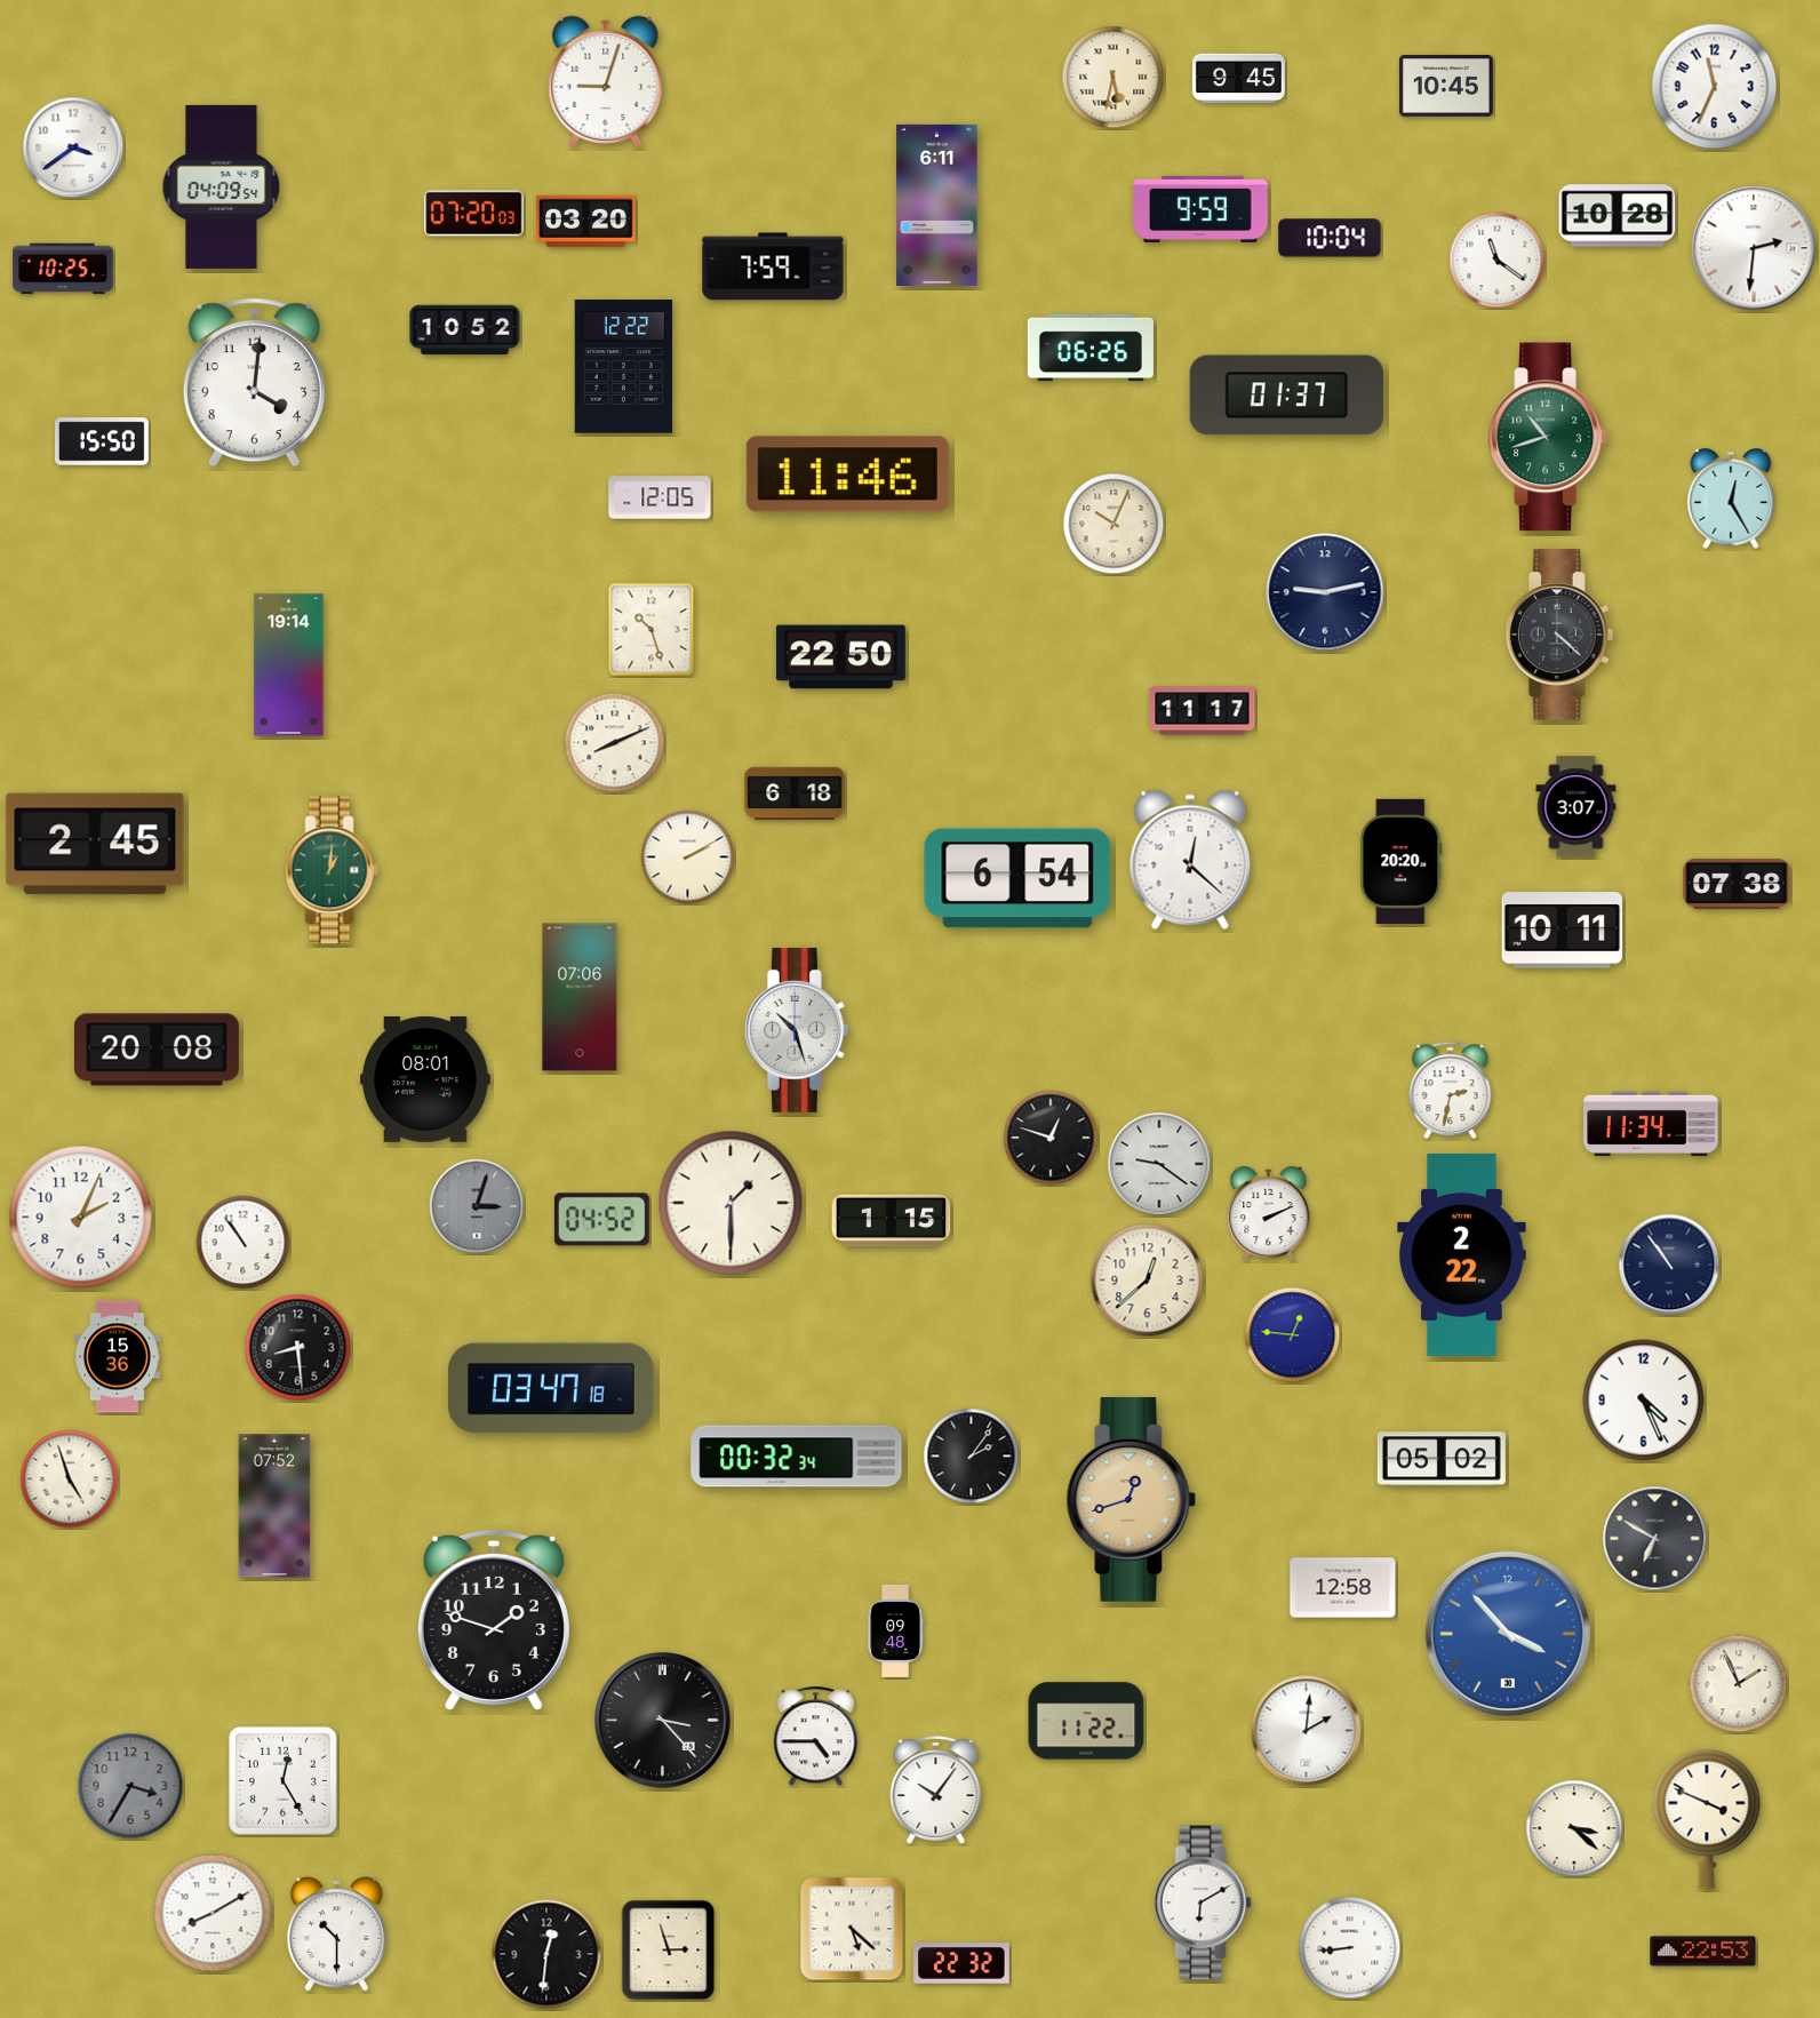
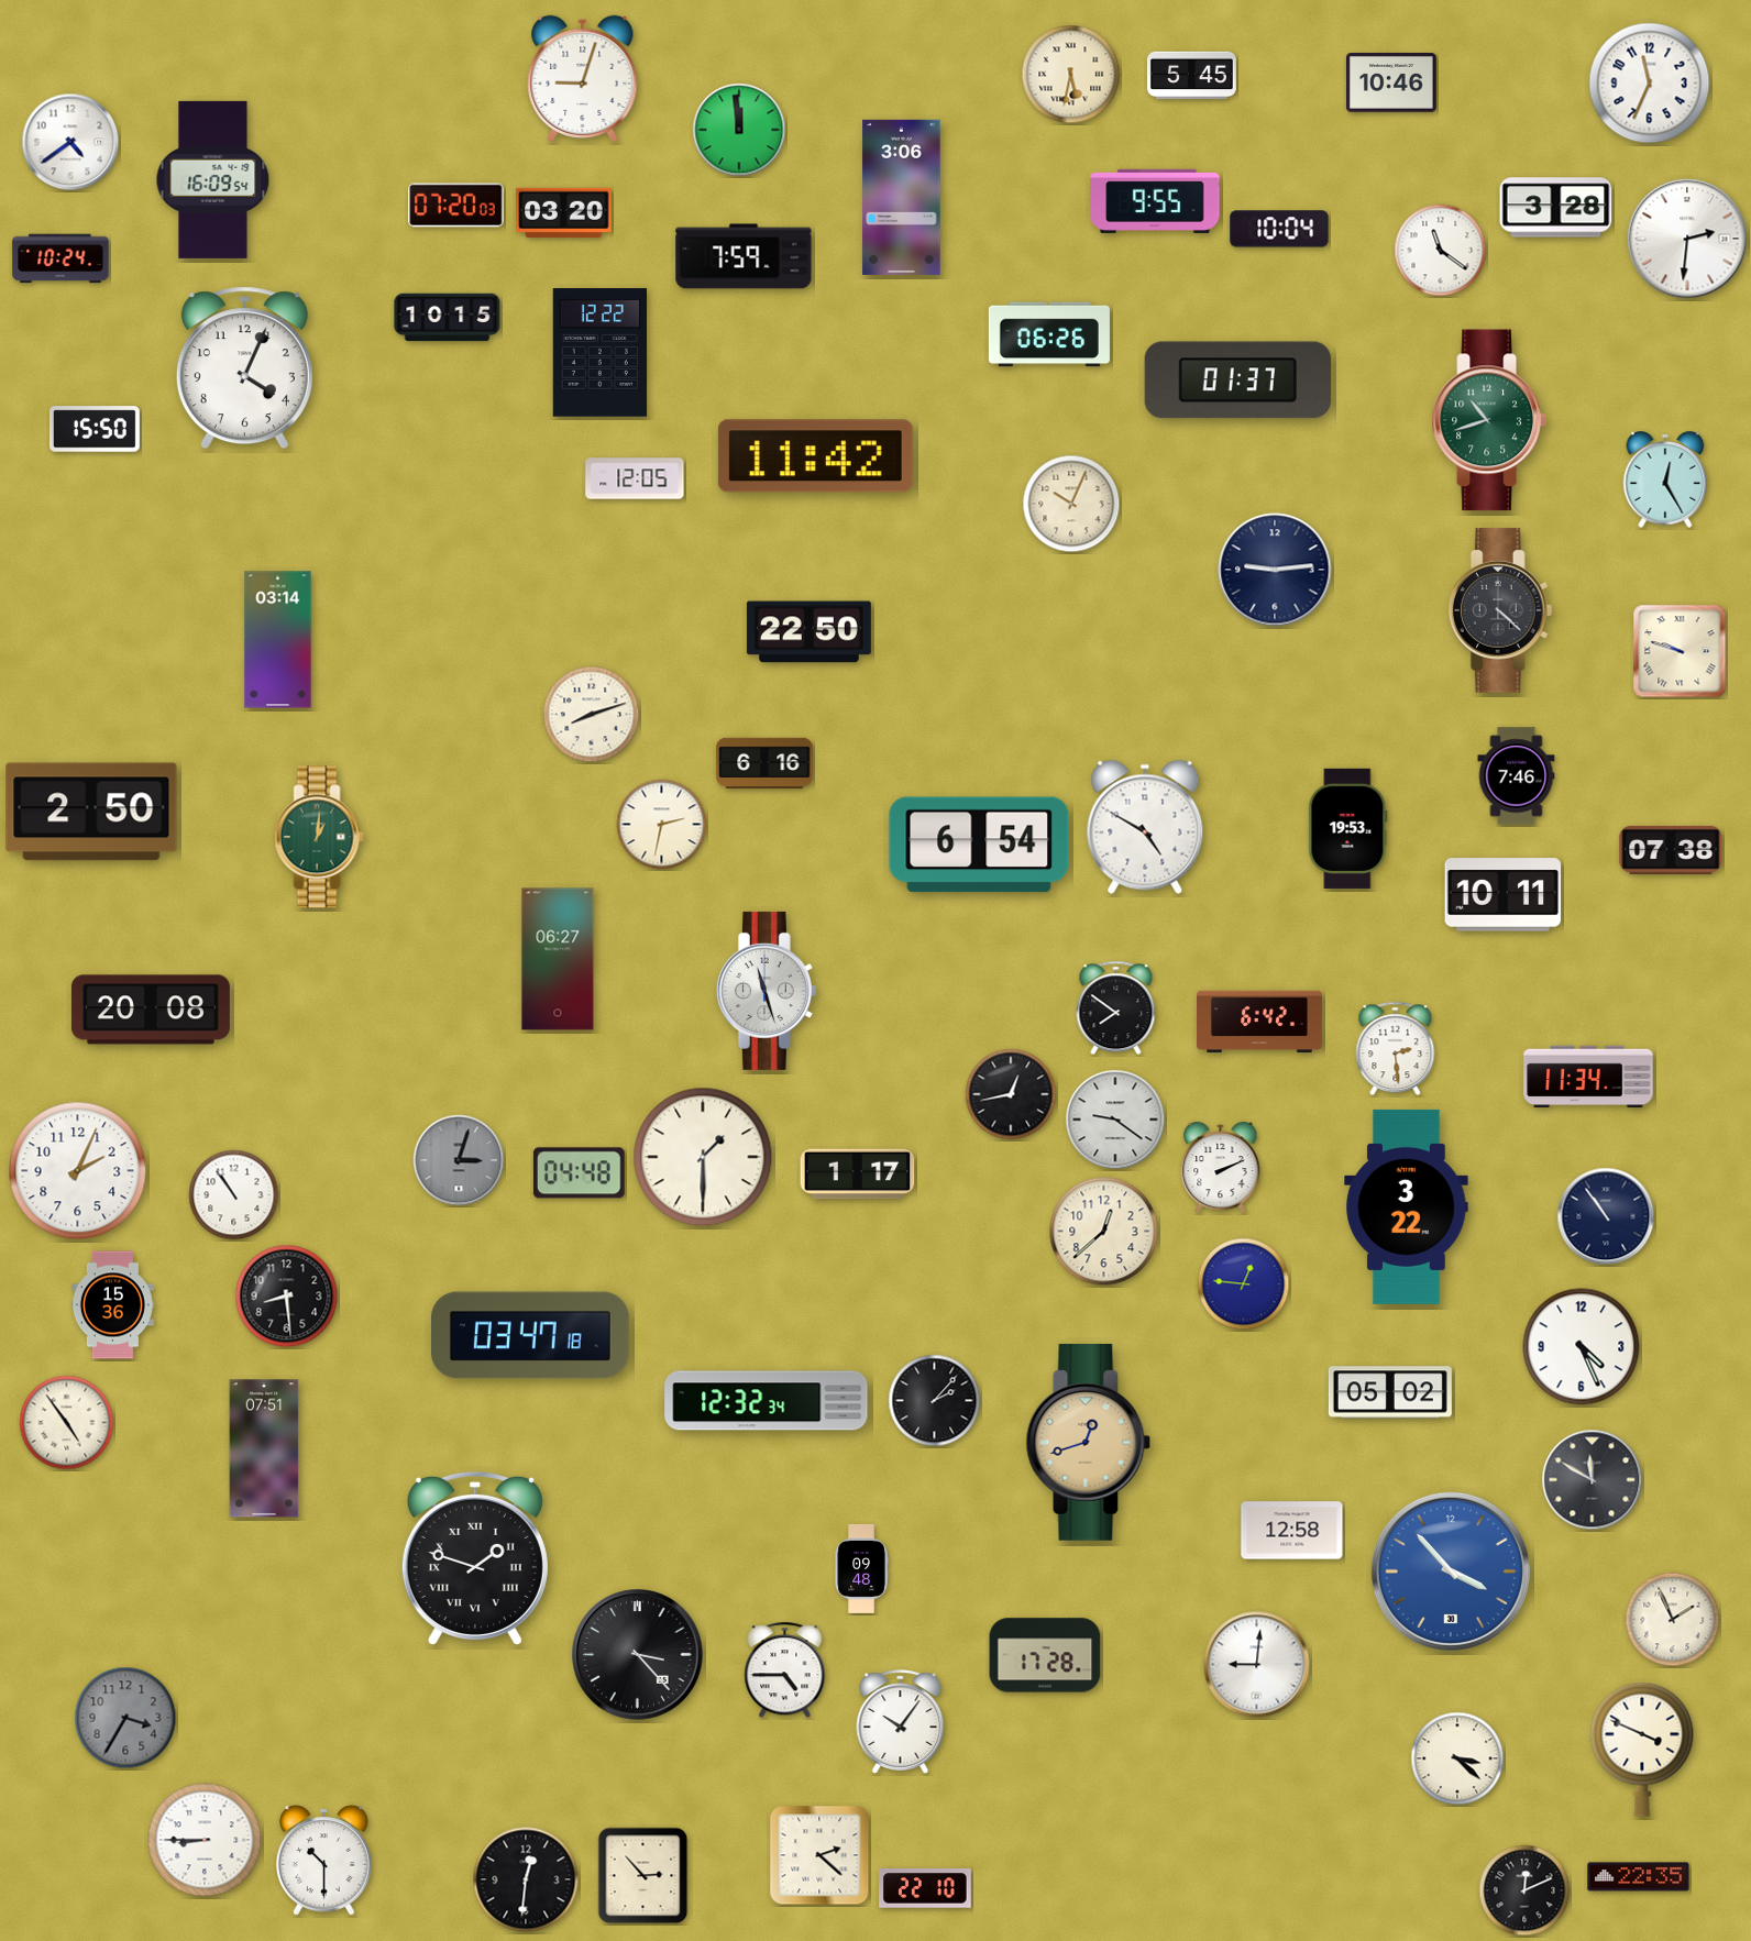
clock at (1238, 79): 9:45 -> 5:45
clock at (1446, 87): 10:45 -> 10:46
clock at (739, 130): none -> 11:59
clock at (73, 147): 3:39 -> 4:39
clock at (222, 186): 04:09 -> 16:09
clock at (937, 205): 6:11 -> 3:06
clock at (1200, 209): 9:59 -> 9:55
clock at (1618, 216): 10:28 -> 3:28
clock at (63, 269): 10:25 -> 10:24
clock at (465, 330): 10:52 -> 10:15
clock at (254, 383): 4:01 -> 4:04
clock at (102, 441) position: (102, 441) -> (95, 429)
clock at (847, 474): 11:46 -> 11:42
clock at (1325, 592): 9:13 -> 9:14
clock at (652, 630): 10:27 -> none
clock at (289, 665): 19:14 -> 03:14
clock at (1680, 651): none -> 9:48
clock at (1203, 711): 11:17 -> none
clock at (615, 743): 8:11 -> 8:12
clock at (795, 793): 6:18 -> 6:16
clock at (1576, 807): 3:07 -> 7:46
clock at (95, 844): 2:45 -> 2:50
clock at (688, 858): 2:10 -> 2:32
clock at (1190, 860): 12:22 -> 4:50
clock at (1402, 861): 20:20 -> 19:53
clock at (580, 997): 07:06 -> 06:27
clock at (797, 1030): 10:27 -> 11:27
clock at (1116, 1008): none -> 7:51
clock at (1260, 1022): none -> 6:42
clock at (425, 1079): 08:01 -> none
clock at (1451, 1091): 2:32 -> 2:29
clock at (1651, 1124) position: (1651, 1124) -> (1588, 1077)
clock at (1051, 1138): 12:48 -> 12:43
clock at (601, 1220): 04:52 -> 04:48
clock at (892, 1221): 1:15 -> 1:17
clock at (1462, 1254): 2:22 -> 3:22
clock at (797, 1457): 00:32 -> 12:32
clock at (972, 1457): 2:06 -> 2:07
clock at (1442, 1459) position: (1442, 1459) -> (1390, 1392)
clock at (70, 1479): 4:57 -> 4:54
clock at (274, 1506): 07:52 -> 07:51
clock at (1655, 1539): 6:50 -> 11:50
clock at (1343, 1588) position: (1343, 1588) -> (1292, 1531)
clock at (494, 1620) numerals: Arabic -> Roman
clock at (1086, 1721): 11:22 -> 17:28
clock at (1307, 1731): 2:01 -> 9:01
clock at (282, 1780): 12:25 -> none
clock at (1574, 1828) position: (1574, 1828) -> (1457, 1758)
clock at (1203, 1903): 6:10 -> none
clock at (213, 1913): 8:10 -> 8:45
clock at (852, 1929): 5:22 -> 2:22
clock at (1350, 1948): 8:44 -> none
clock at (669, 1951): 2:57 -> 2:53
clock at (1703, 1952): 22:53 -> 22:35
clock at (961, 1963): 22:32 -> 22:10
clock at (1524, 1890): none -> 12:11
